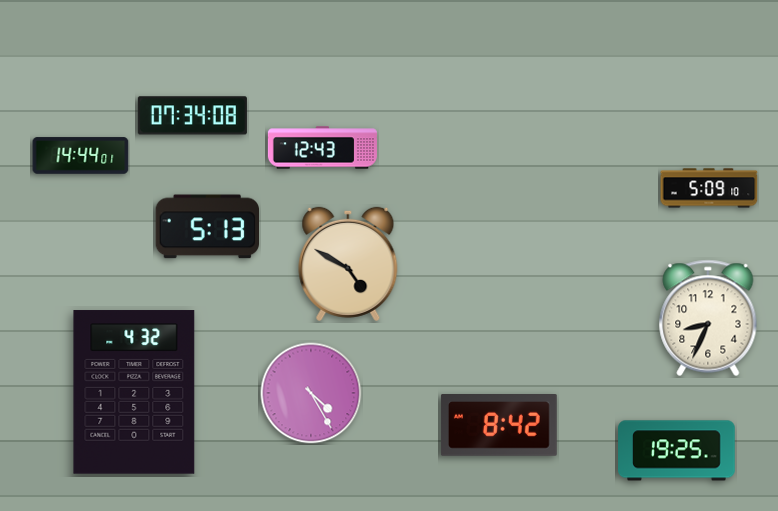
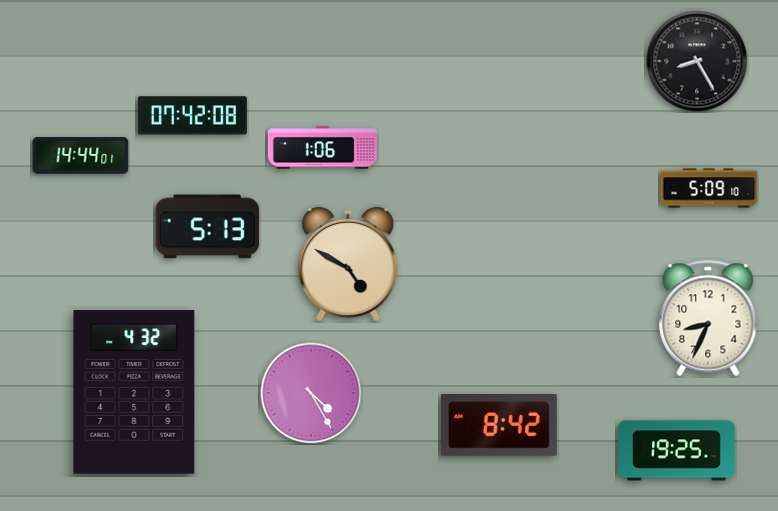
clock at (697, 61): none -> 8:25
clock at (192, 116): 07:34 -> 07:42
clock at (322, 148): 12:43 -> 1:06
